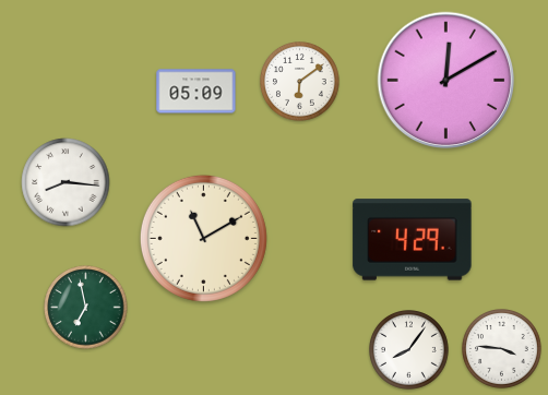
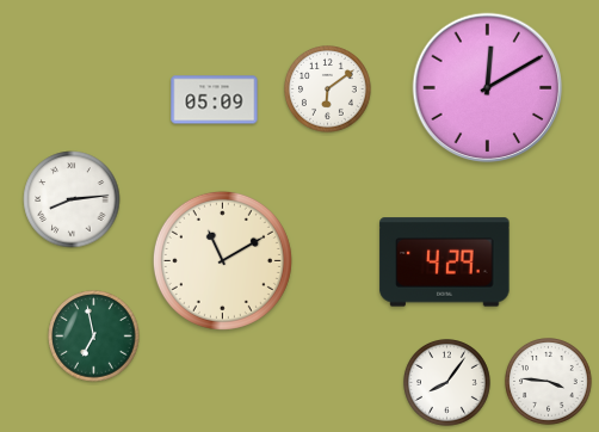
clock at (65, 182): 8:16 -> 8:14
clock at (413, 240) position: (413, 240) -> (445, 263)
